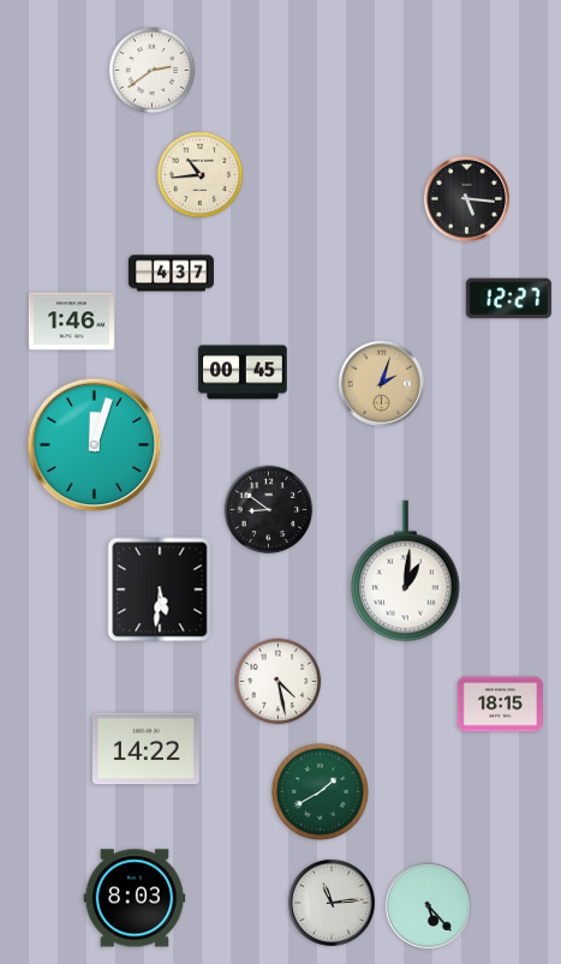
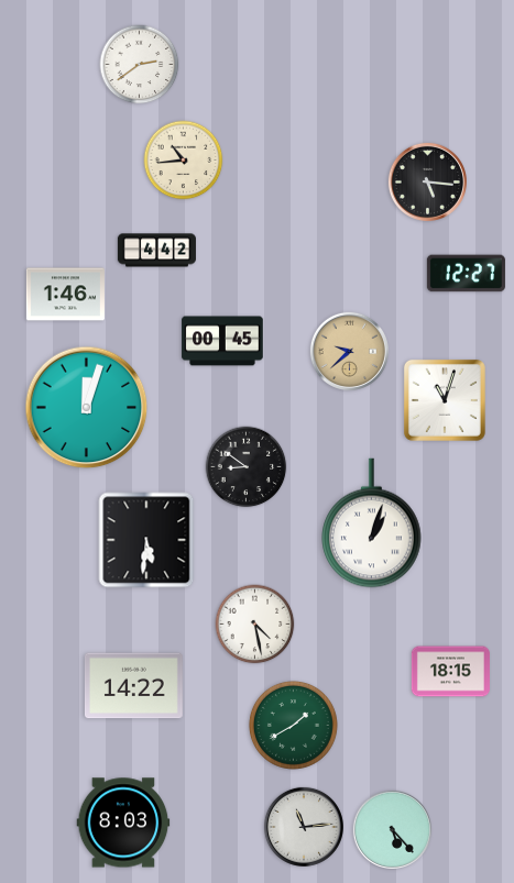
clock at (171, 274): 4:37 -> 4:42
clock at (381, 383): 2:03 -> 9:38
clock at (445, 400): none -> 11:03
clock at (406, 571): 1:01 -> 1:03
clock at (500, 705) position: (500, 705) -> (450, 672)
